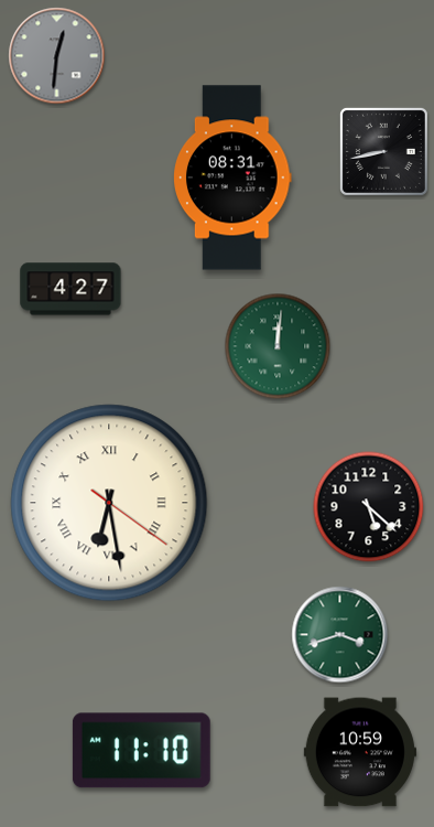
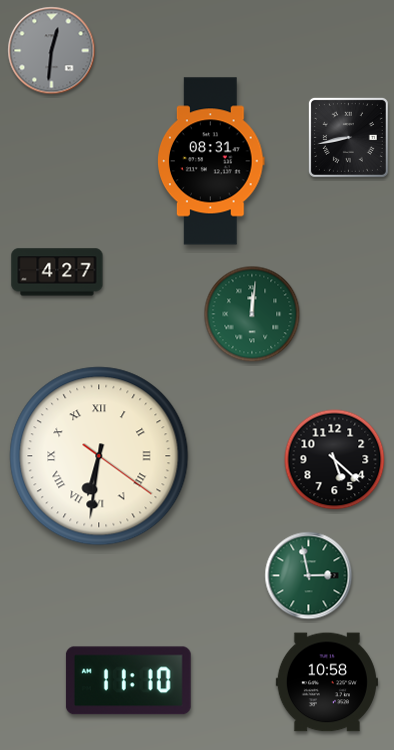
clock at (70, 289) position: (70, 289) -> (57, 272)
clock at (109, 503): 6:28 -> 6:31
clock at (340, 635): 3:42 -> 2:58
clock at (360, 752): 10:59 -> 10:58
